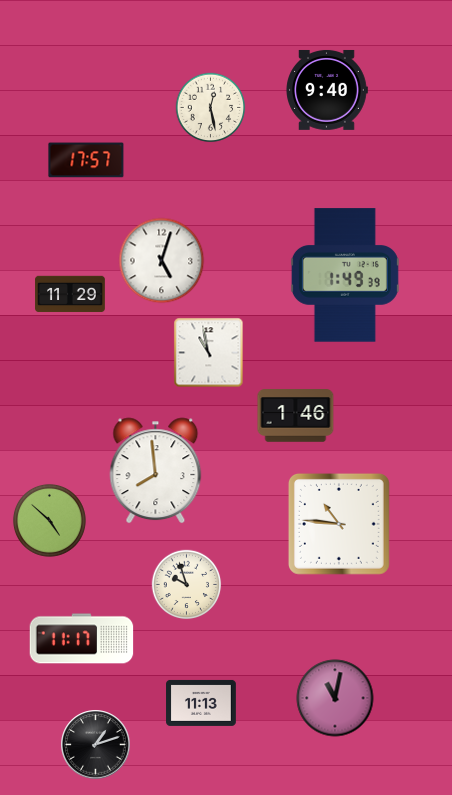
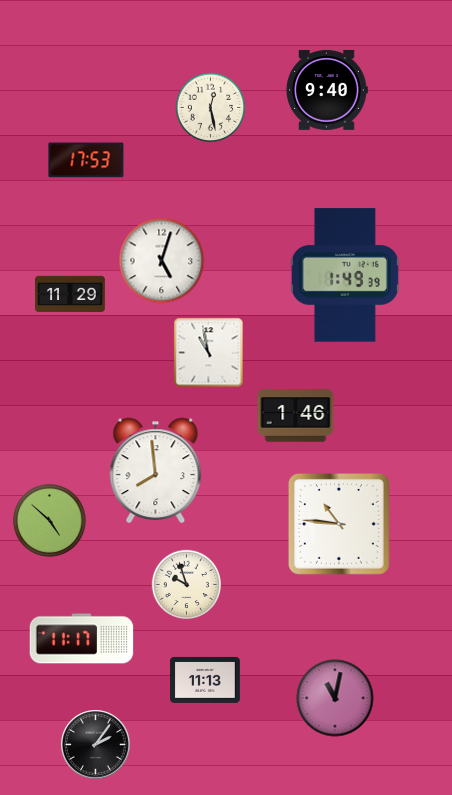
clock at (86, 160): 17:57 -> 17:53
clock at (201, 703) position: (201, 703) -> (205, 680)
clock at (96, 745): 1:12 -> 2:06
